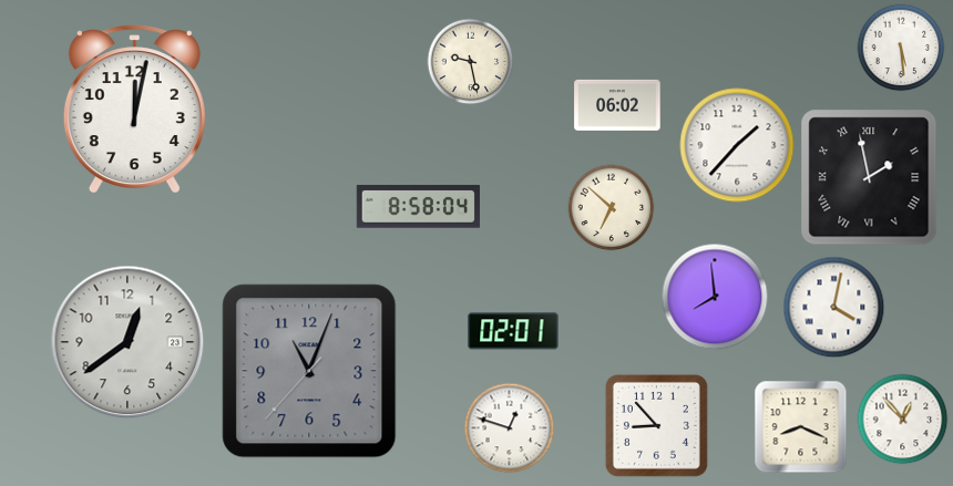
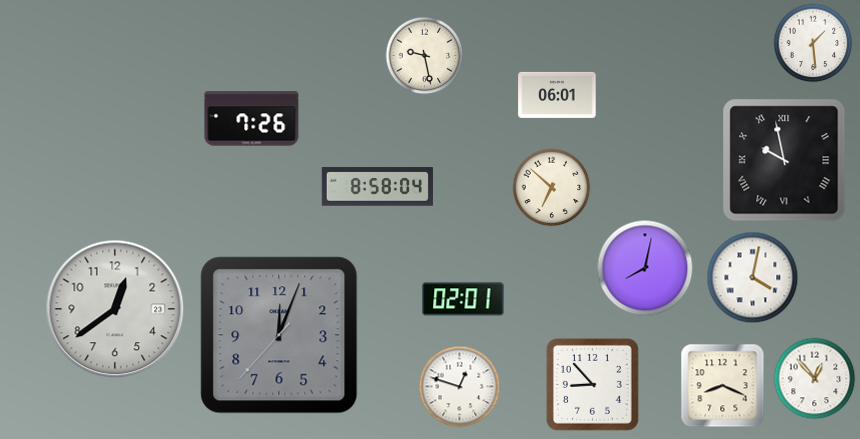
clock at (901, 48): 5:29 -> 1:29
clock at (617, 105): 06:02 -> 06:01
clock at (134, 108): 12:02 -> none
clock at (252, 119): none -> 7:26
clock at (737, 145): 1:37 -> none
clock at (869, 177): 1:58 -> 9:58
clock at (715, 297): 7:59 -> 8:02
clock at (309, 371): 11:03 -> 12:03
